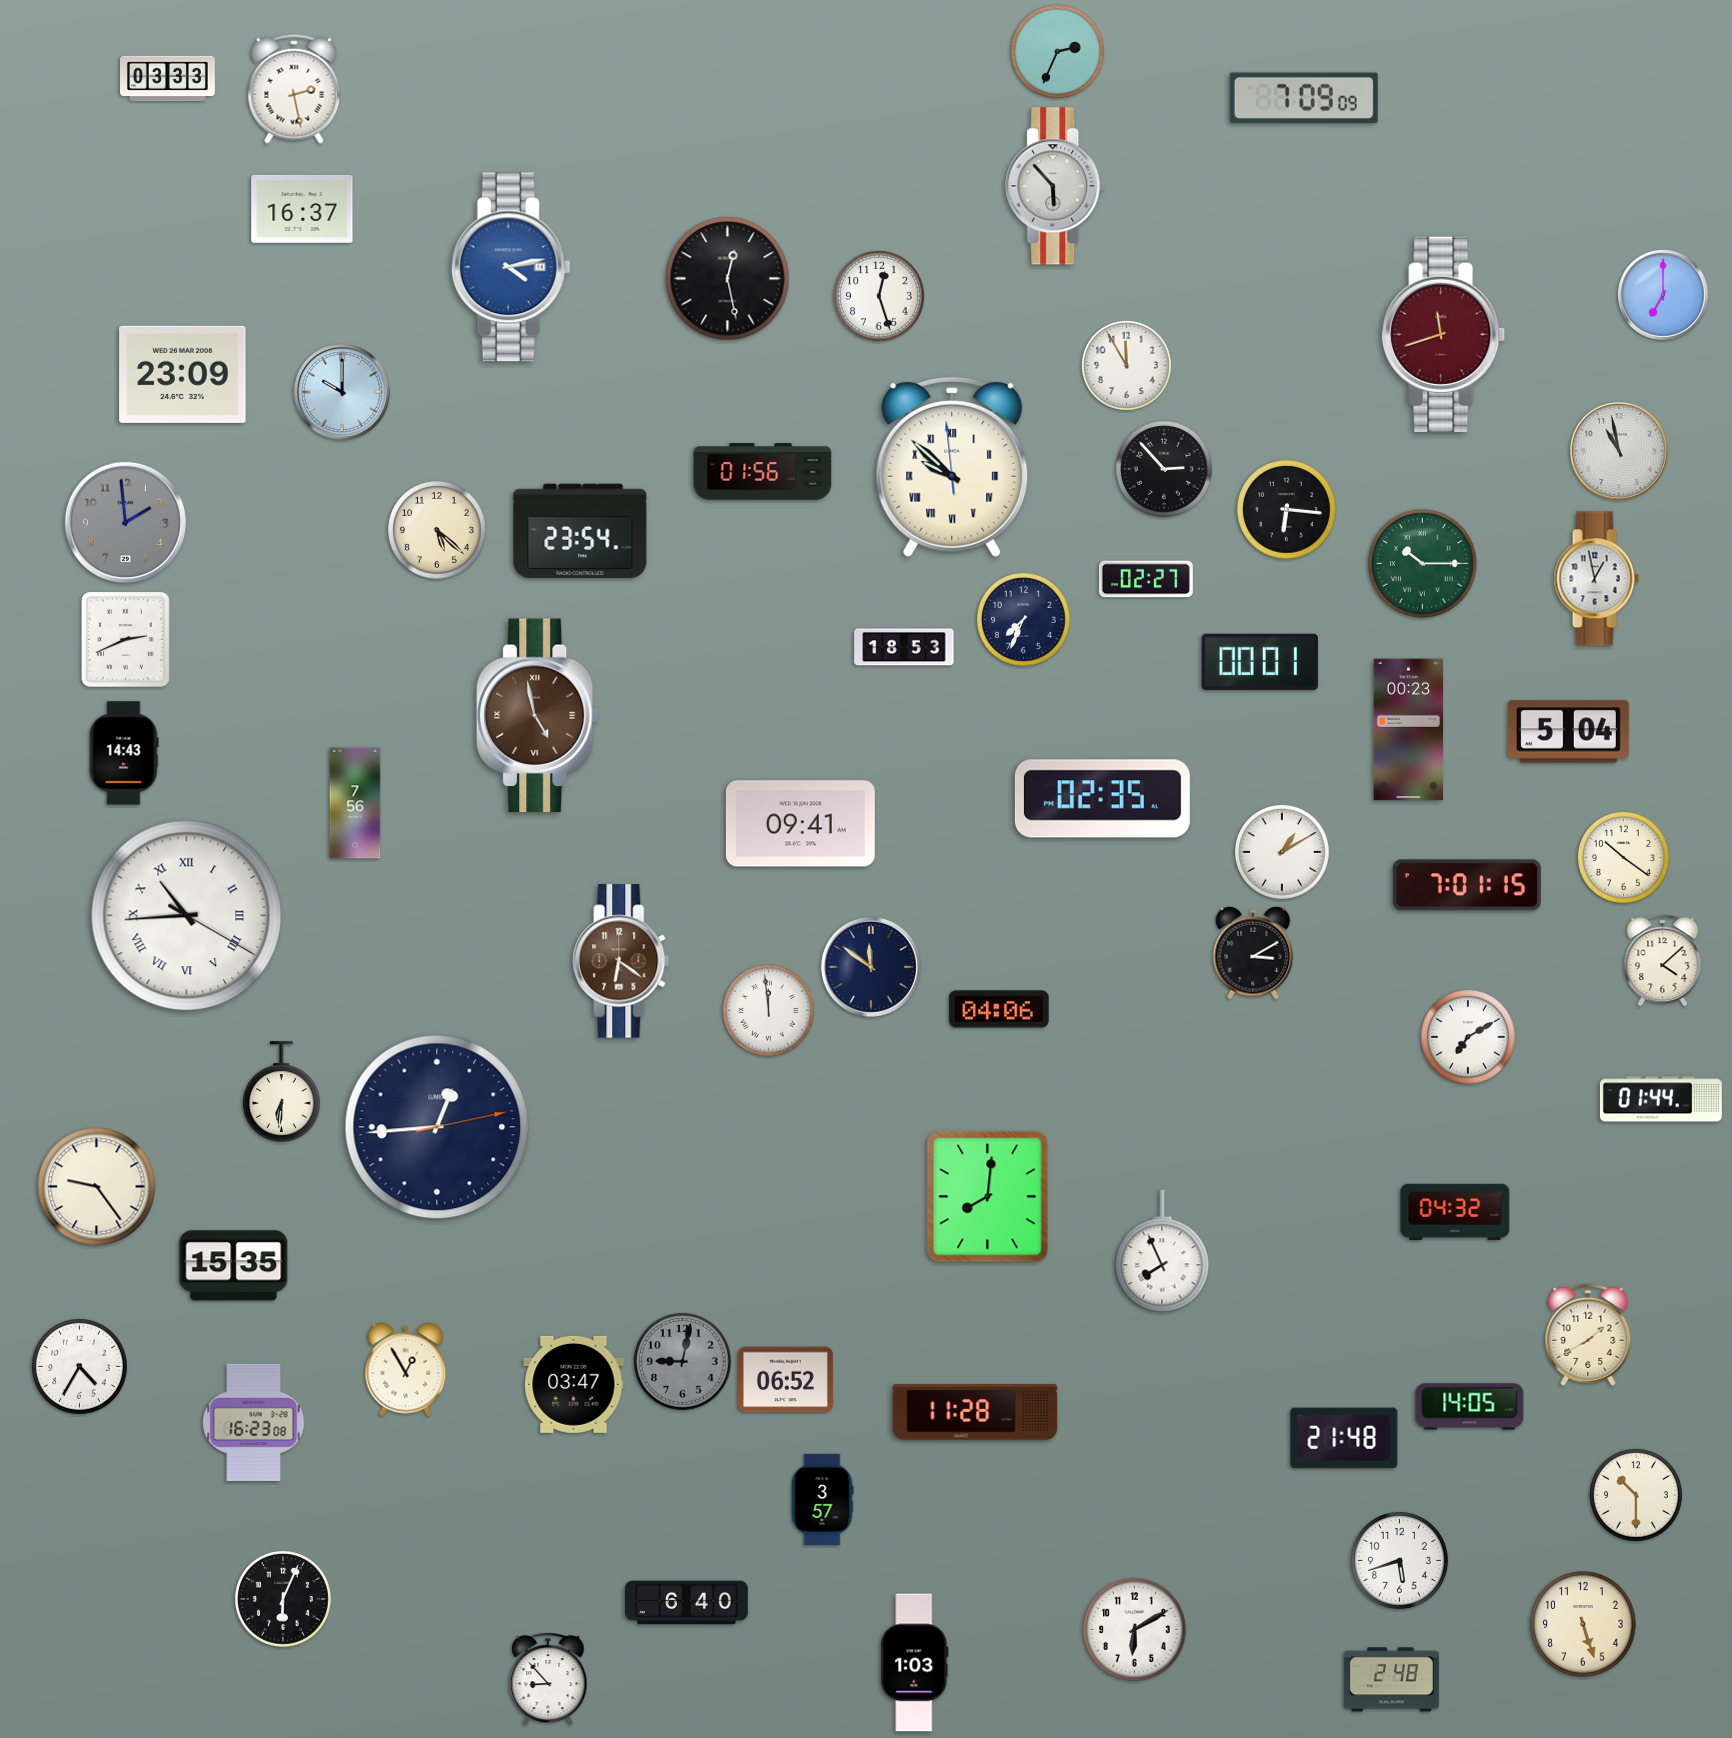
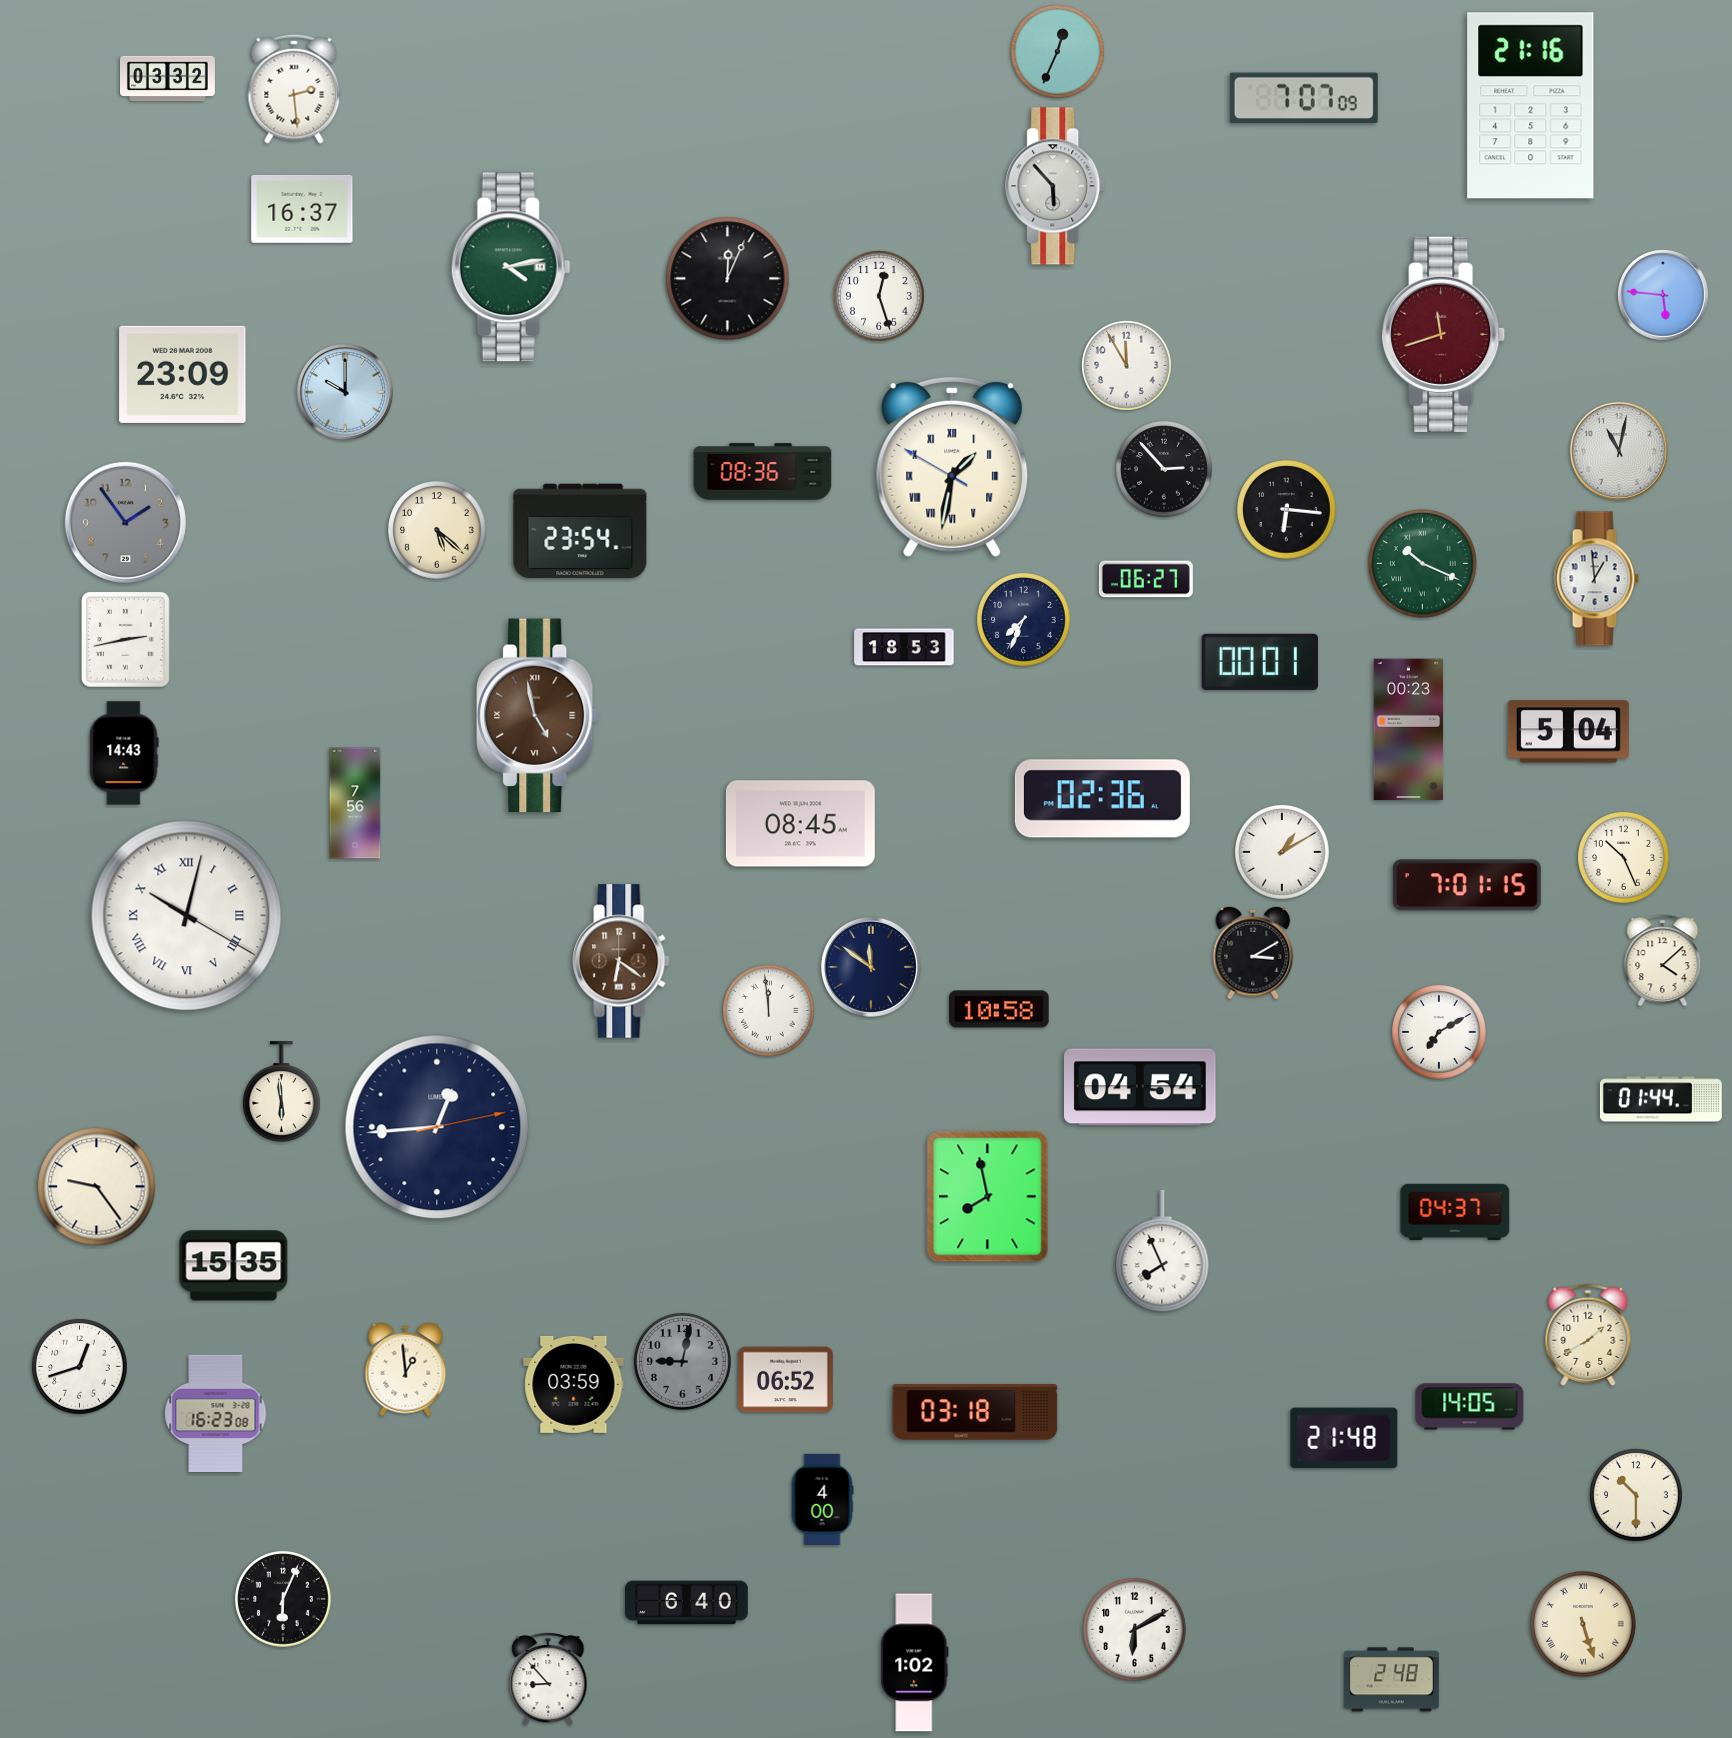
clock at (1058, 52): 2:34 -> 12:34
clock at (168, 79): 03:33 -> 03:32
clock at (294, 89): 2:28 -> 2:29
clock at (1304, 98): 7:09 -> 7:07
clock at (1531, 106): none -> 21:16
clock at (511, 267) dial: blue -> green
clock at (728, 279): 12:28 -> 12:04
clock at (1663, 295): 7:00 -> 5:46
clock at (342, 392) position: (342, 392) -> (345, 392)
clock at (1619, 451): 10:58 -> 11:02
clock at (952, 467): 9:51 -> 1:31
clock at (763, 472): 01:56 -> 08:36
clock at (125, 522): 1:59 -> 1:54
clock at (1423, 564): 10:15 -> 10:19
clock at (1146, 579): 02:27 -> 06:27
clock at (1596, 579): 12:58 -> 12:59
clock at (125, 639): 2:41 -> 2:43
clock at (1102, 799): 02:35 -> 02:36
clock at (800, 824): 09:41 -> 08:45
clock at (1624, 858): 10:21 -> 10:26
clock at (187, 916): 10:44 -> 10:02
clock at (999, 1009): 04:06 -> 10:58
clock at (1469, 1038) position: (1469, 1038) -> (1440, 1033)
clock at (1140, 1087): none -> 04:54
clock at (282, 1092): 6:31 -> 5:59
clock at (988, 1197): 8:01 -> 7:58
clock at (1455, 1211): 04:32 -> 04:37
clock at (80, 1367): 4:35 -> 12:42
clock at (406, 1370): 12:55 -> 12:59
clock at (574, 1384): 03:47 -> 03:59
clock at (975, 1412): 11:28 -> 03:18
clock at (254, 1422) position: (254, 1422) -> (216, 1413)
clock at (822, 1499): 3:57 -> 4:00
clock at (1400, 1561): 5:42 -> none
clock at (1583, 1624) numerals: Arabic -> Roman
clock at (915, 1663): 1:03 -> 1:02
